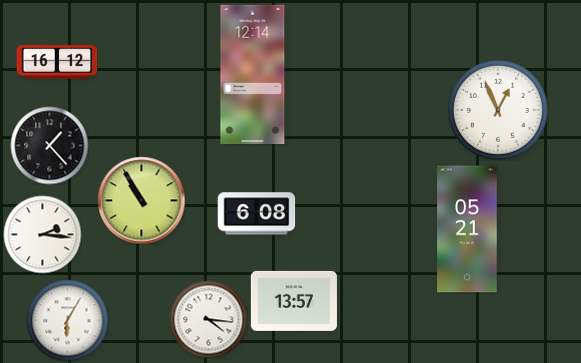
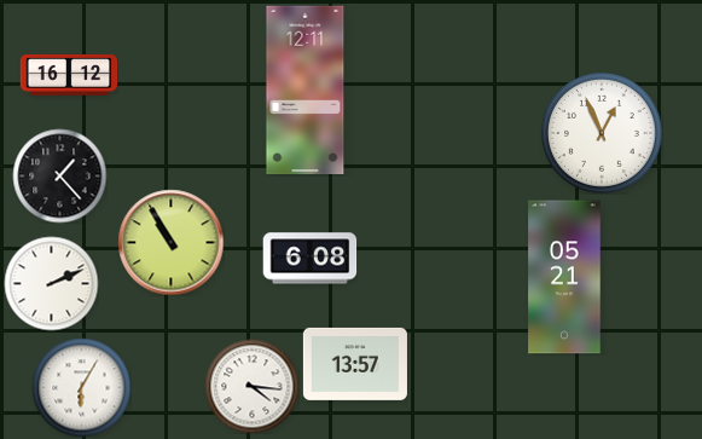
clock at (253, 75): 12:14 -> 12:11
clock at (42, 234): 2:16 -> 2:11
